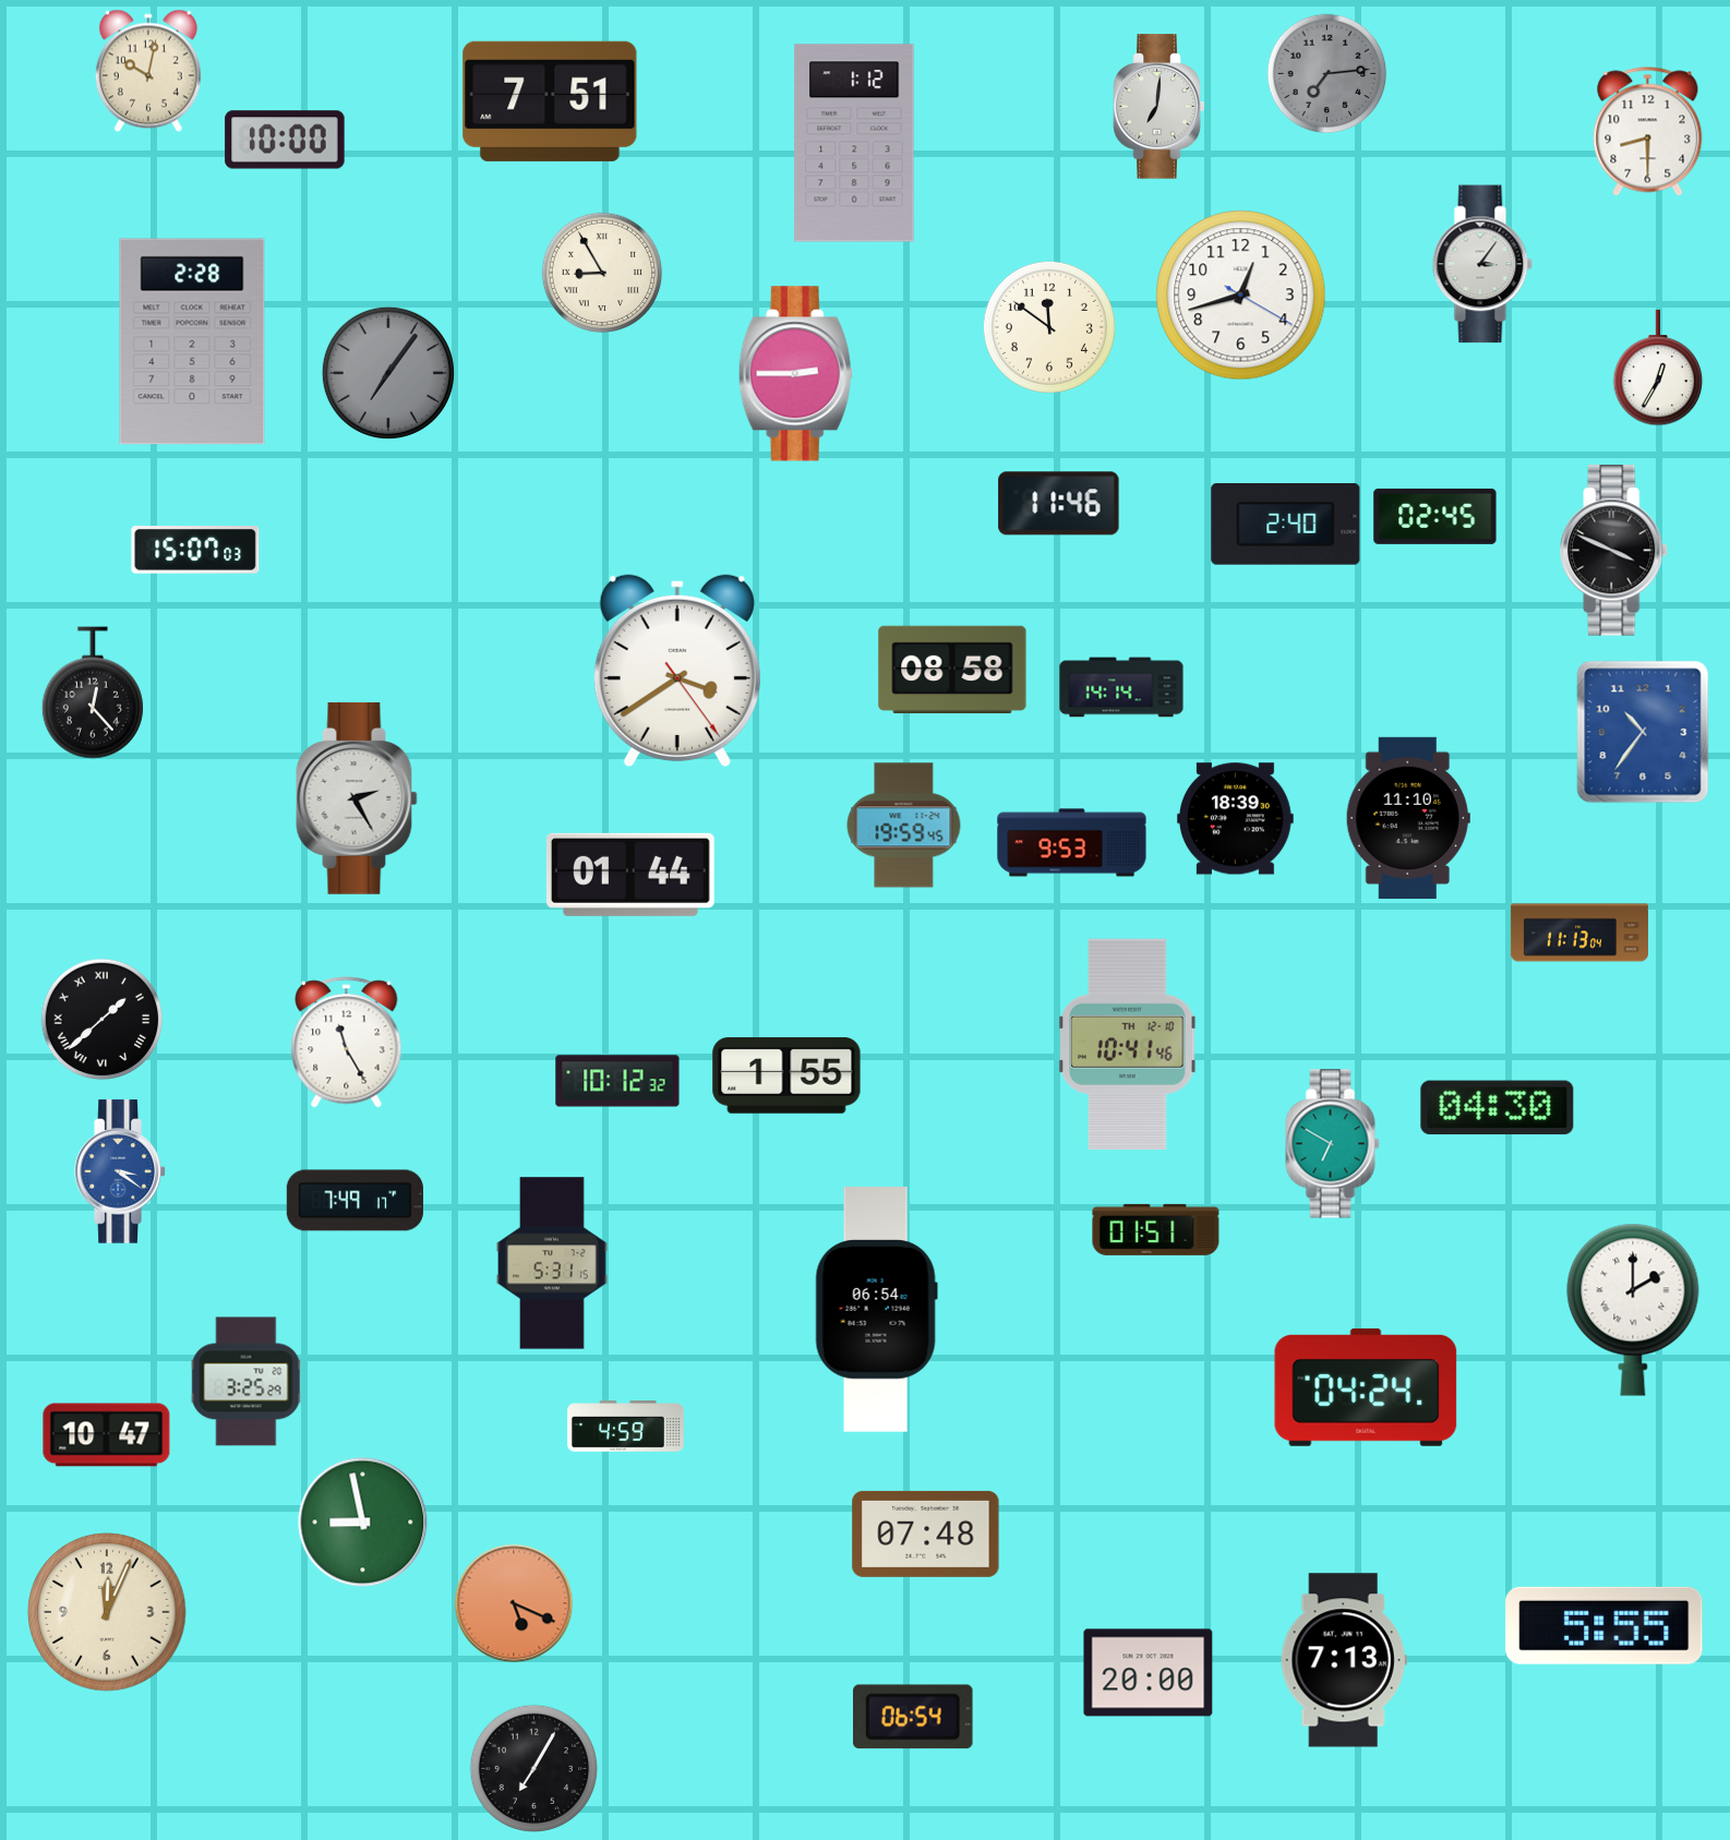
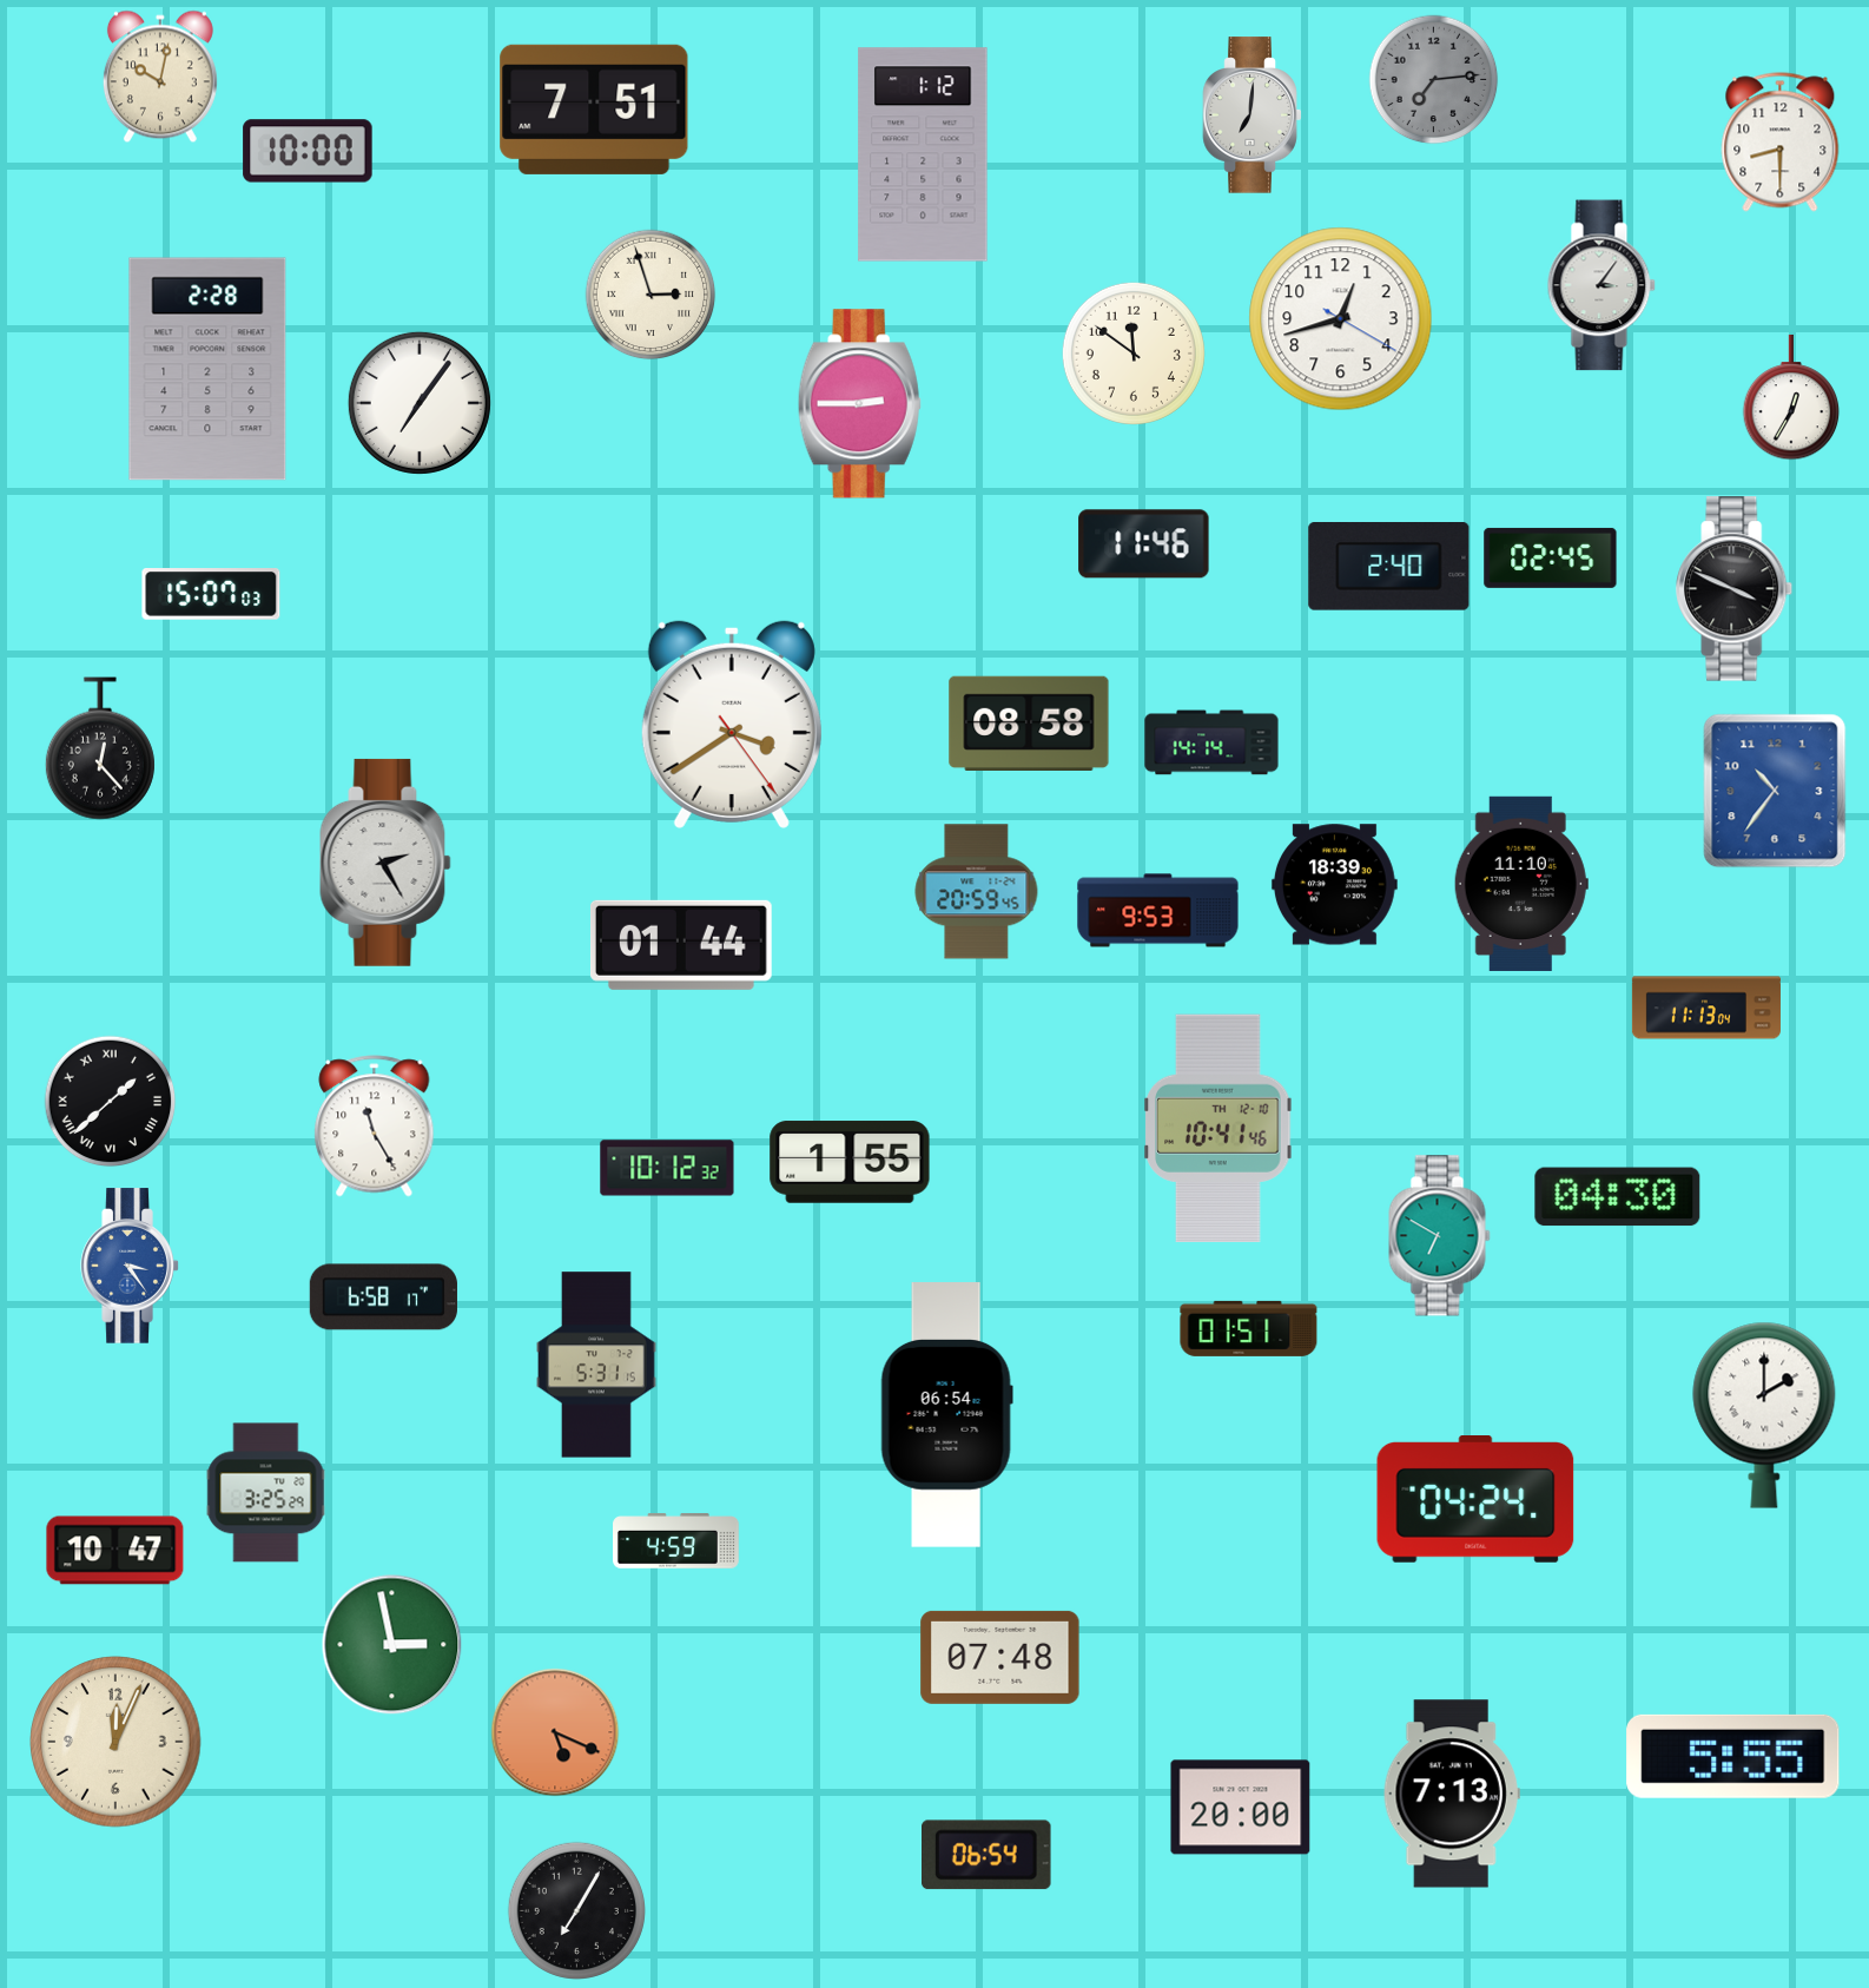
clock at (602, 273): 8:55 -> 2:57
clock at (388, 373) dial: grey -> white
clock at (1614, 551) position: (1614, 551) -> (1735, 589)
clock at (904, 826): 19:59 -> 20:59
clock at (120, 1171): 3:21 -> 3:24
clock at (355, 1201): 7:49 -> 6:58
clock at (363, 1523): 8:58 -> 2:58
